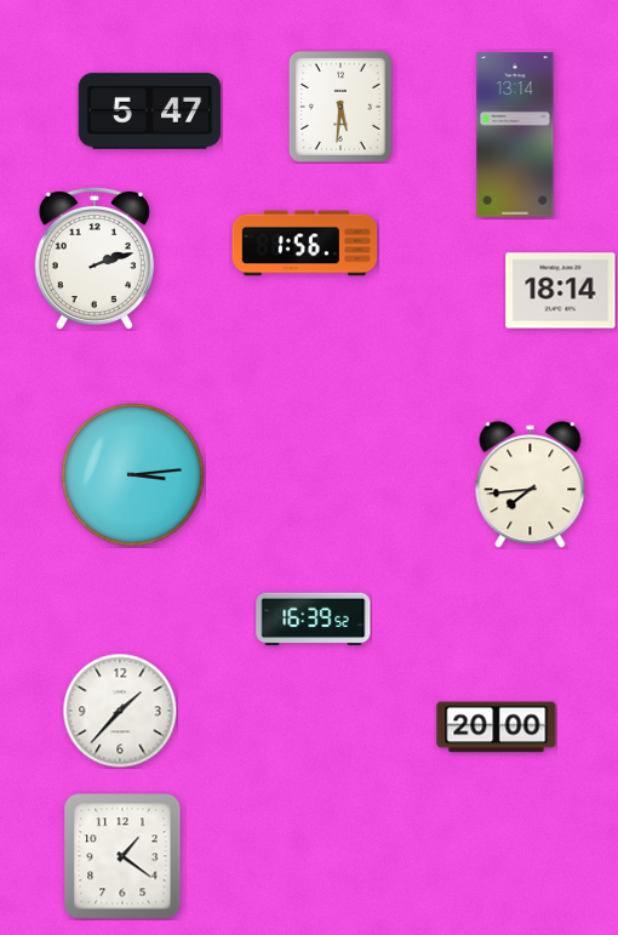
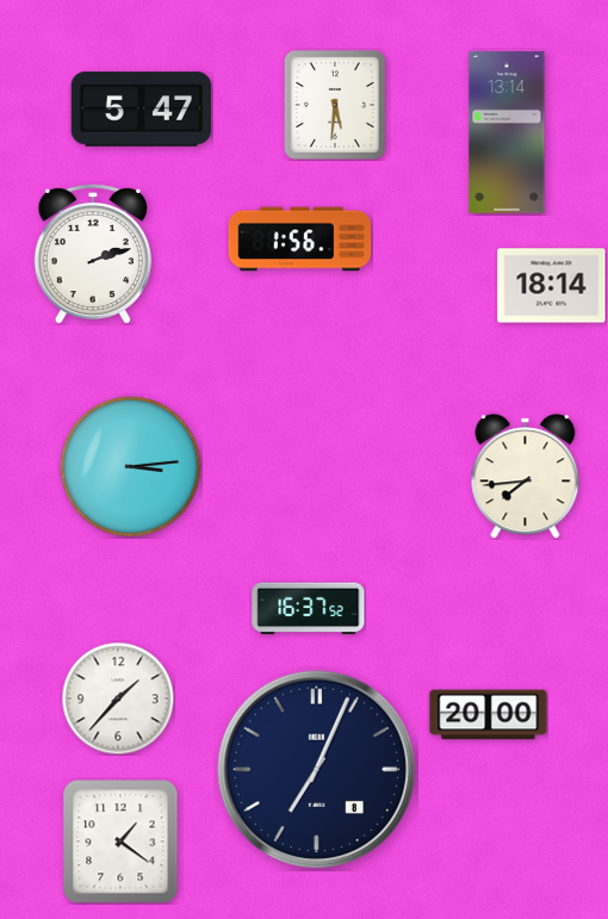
clock at (150, 112) position: (150, 112) -> (142, 110)
clock at (531, 485) position: (531, 485) -> (526, 477)
clock at (314, 620): 16:39 -> 16:37
clock at (317, 770): none -> 7:04
